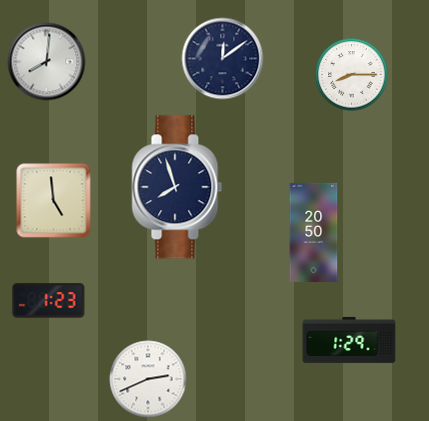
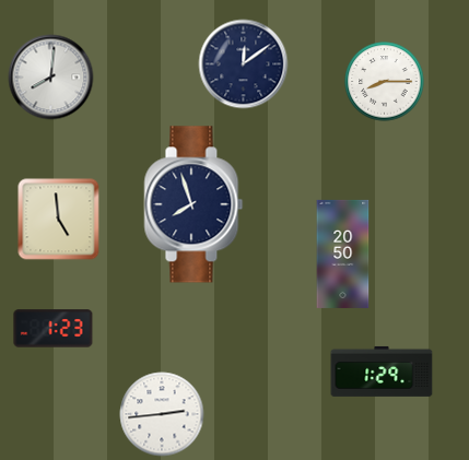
clock at (47, 62) position: (47, 62) -> (51, 78)
clock at (148, 379): 2:41 -> 2:44
